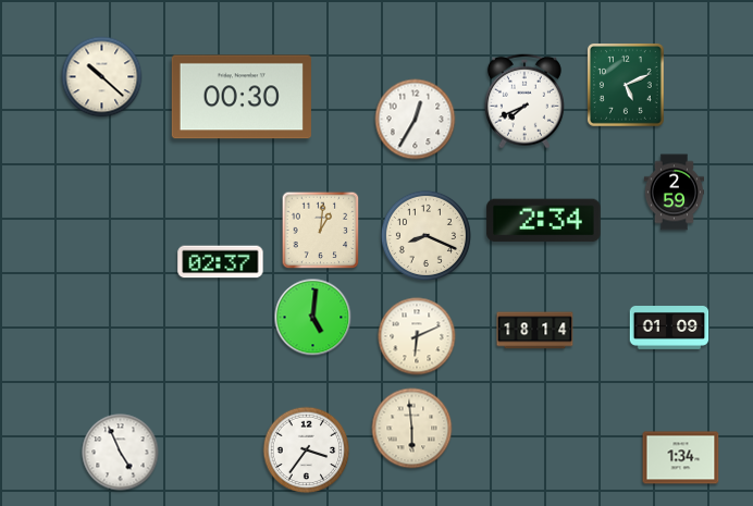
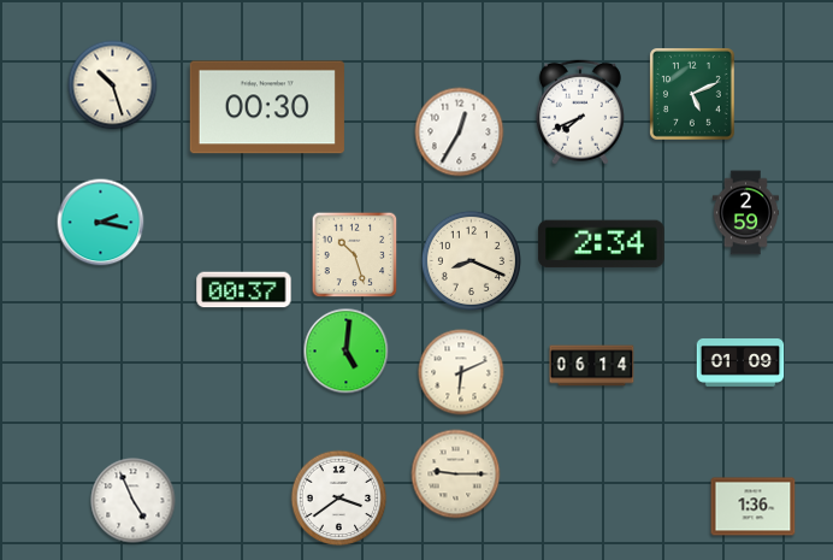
clock at (102, 77): 10:22 -> 10:27
clock at (101, 223): none -> 2:17
clock at (321, 231): 1:01 -> 10:27
clock at (221, 262): 02:37 -> 00:37
clock at (535, 331): 18:14 -> 06:14
clock at (412, 429): 5:59 -> 9:15
clock at (307, 451): 3:36 -> 3:39
clock at (681, 458): 1:34 -> 1:36
